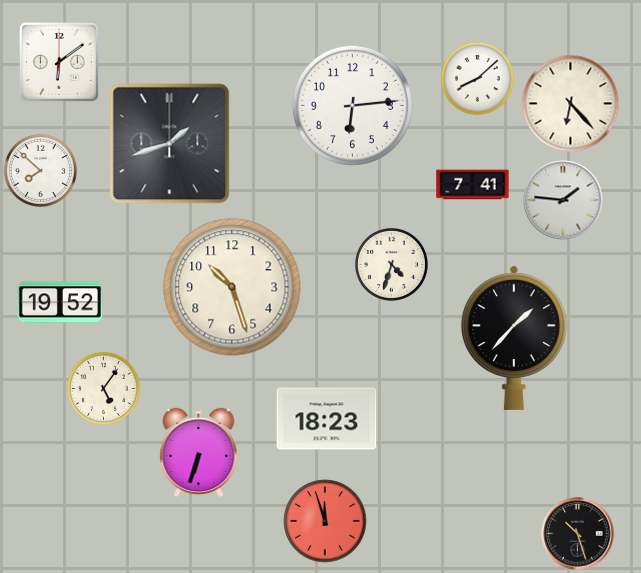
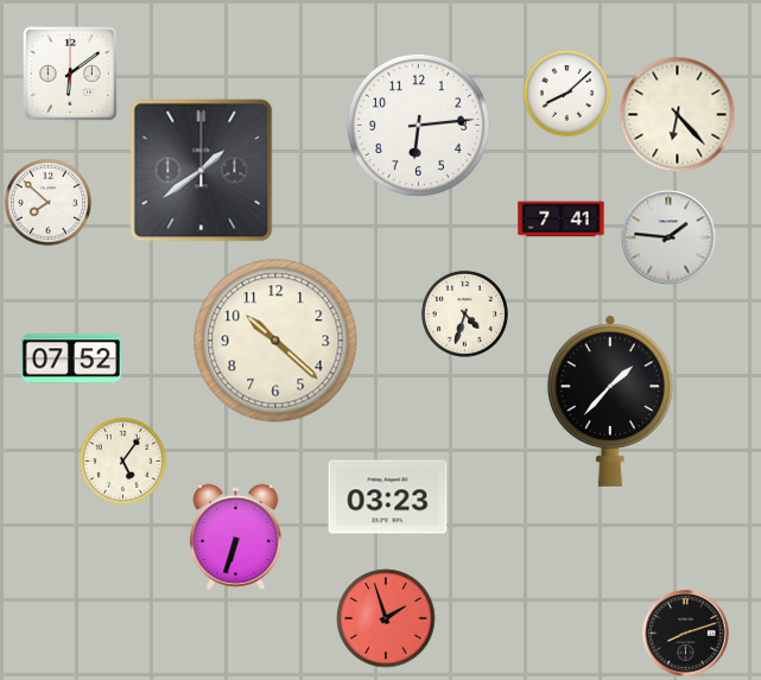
clock at (571, 104) position: (571, 104) -> (678, 115)
clock at (170, 144): 1:42 -> 1:39
clock at (232, 287): 10:27 -> 10:22
clock at (60, 302): 19:52 -> 07:52
clock at (327, 419): 18:23 -> 03:23
clock at (325, 521): 11:57 -> 1:57
clock at (578, 534): 10:27 -> 8:12
